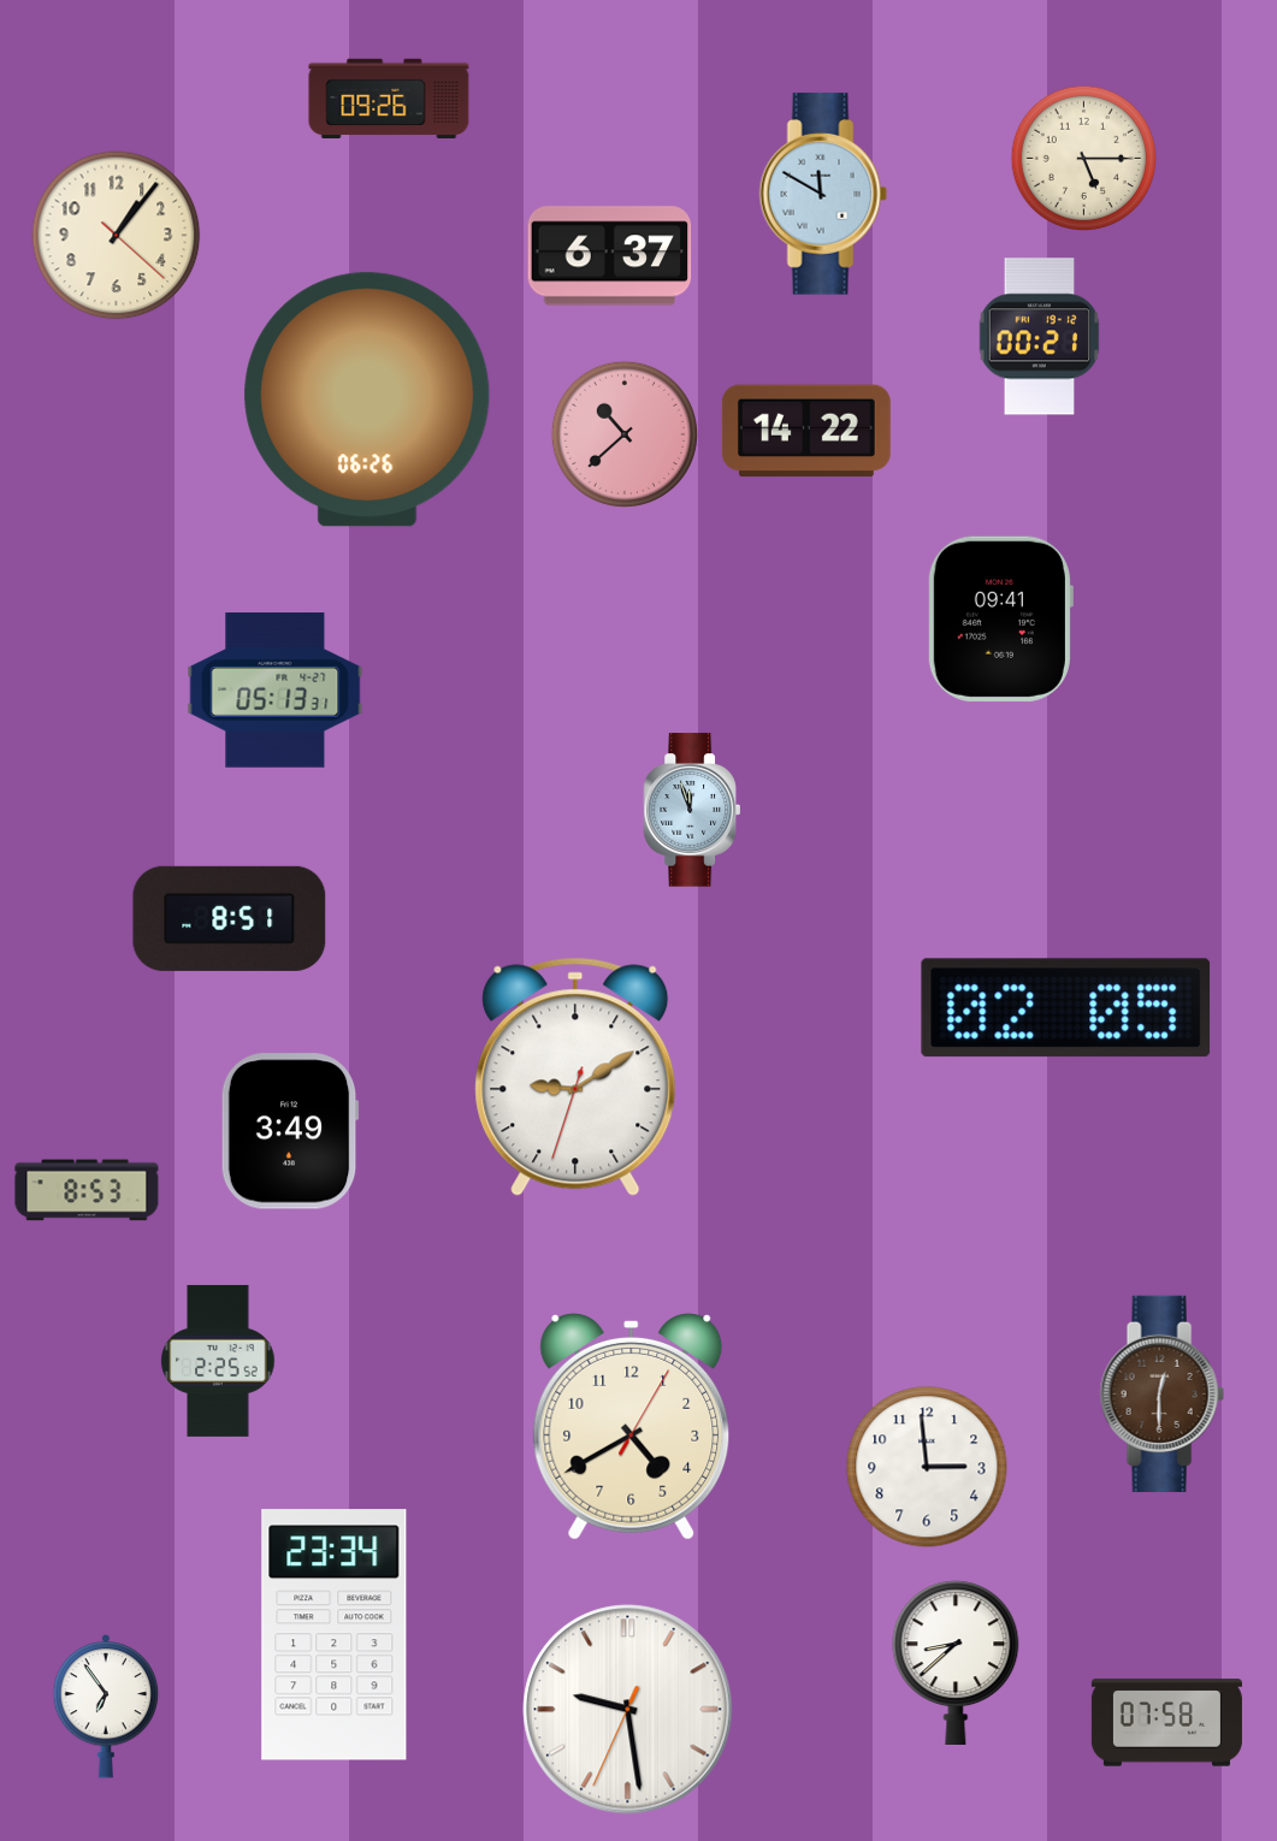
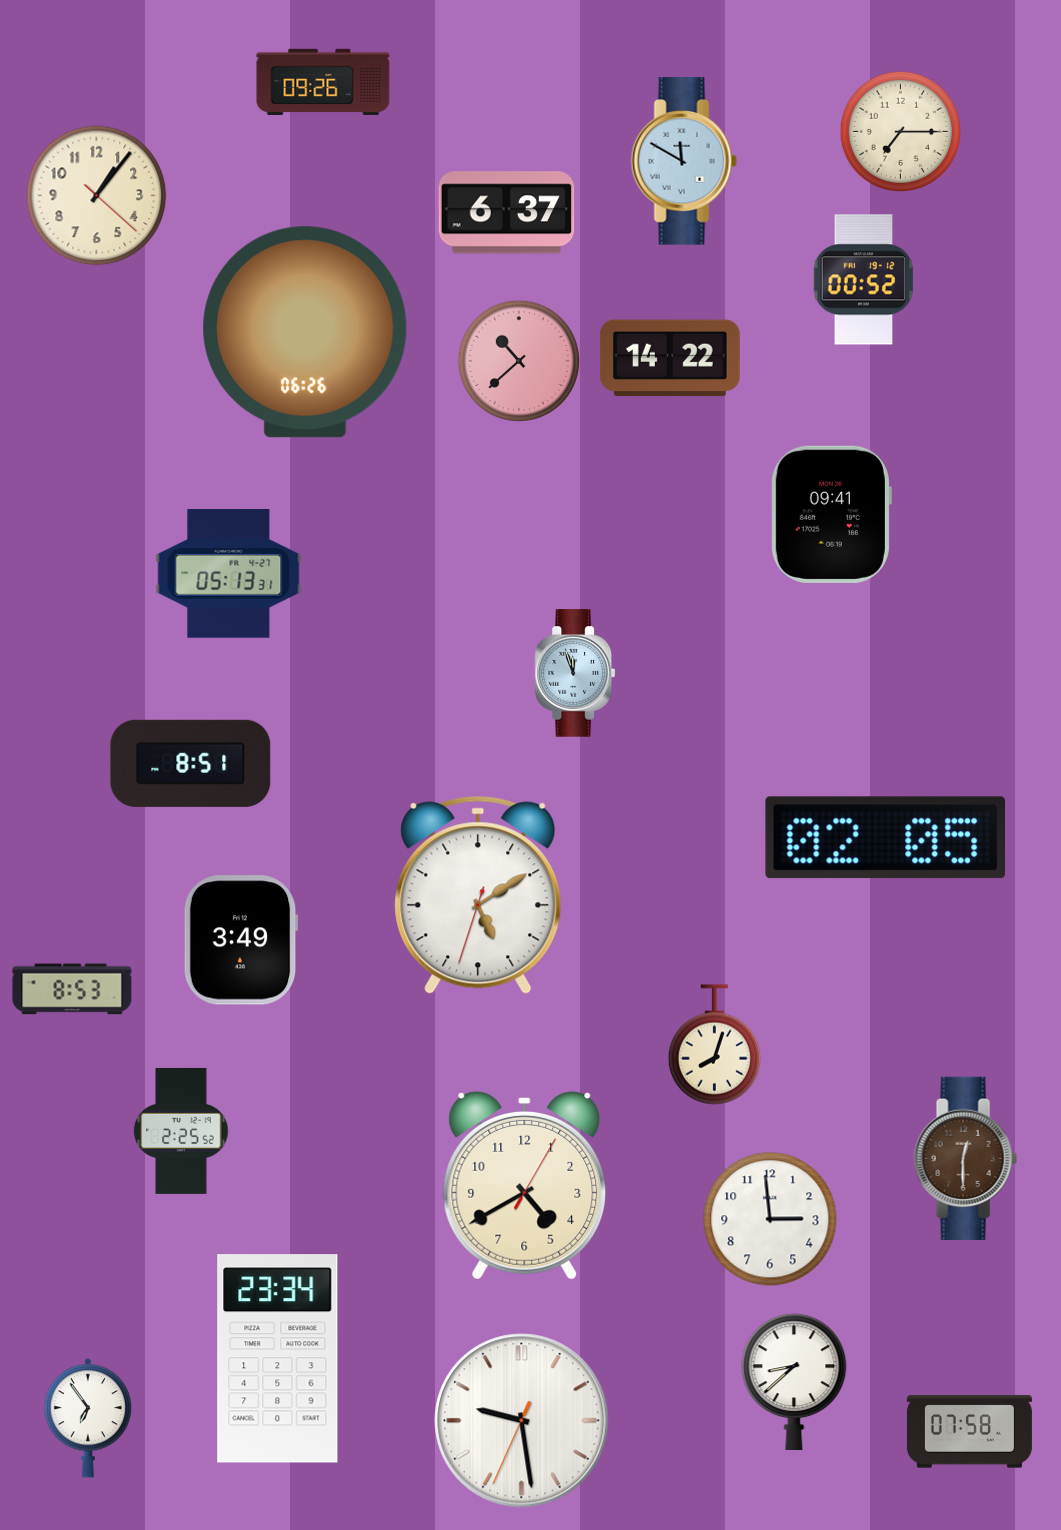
clock at (1083, 158): 5:15 -> 7:15
clock at (1040, 337): 00:21 -> 00:52
clock at (575, 1077): 9:09 -> 5:09
clock at (714, 1045): none -> 8:03
